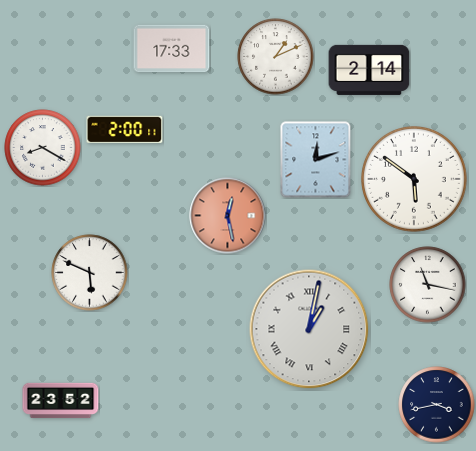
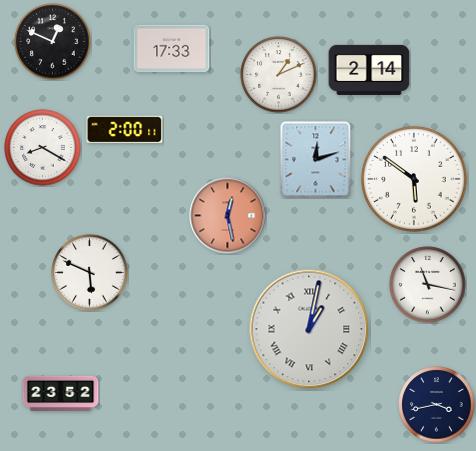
clock at (53, 42): none -> 12:49
clock at (276, 57) position: (276, 57) -> (279, 75)
clock at (61, 401) position: (61, 401) -> (61, 394)
